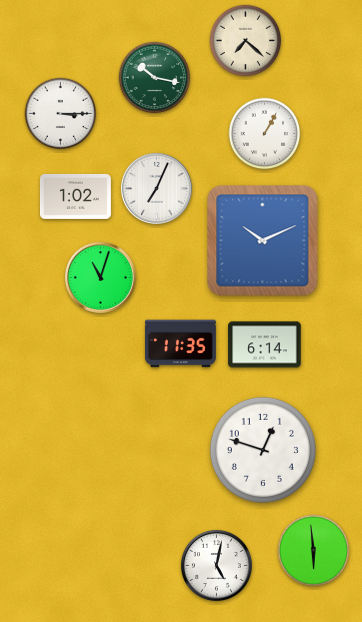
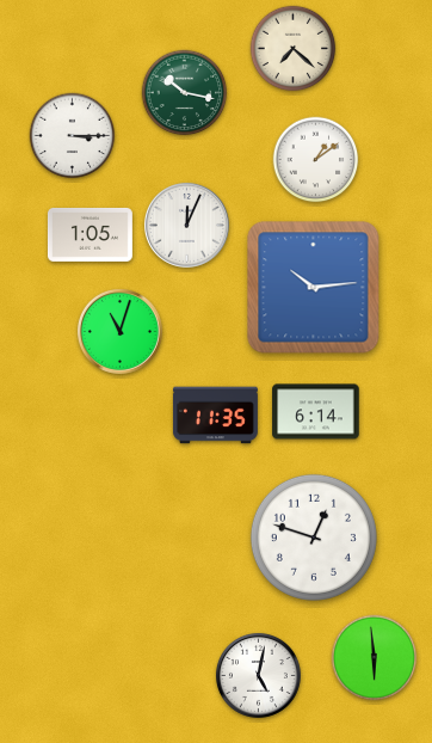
clock at (265, 134): 1:05 -> 1:09
clock at (156, 188): 7:04 -> 12:04
clock at (75, 196): 1:02 -> 1:05
clock at (263, 241): 10:11 -> 10:14
clock at (180, 344) position: (180, 344) -> (215, 416)
